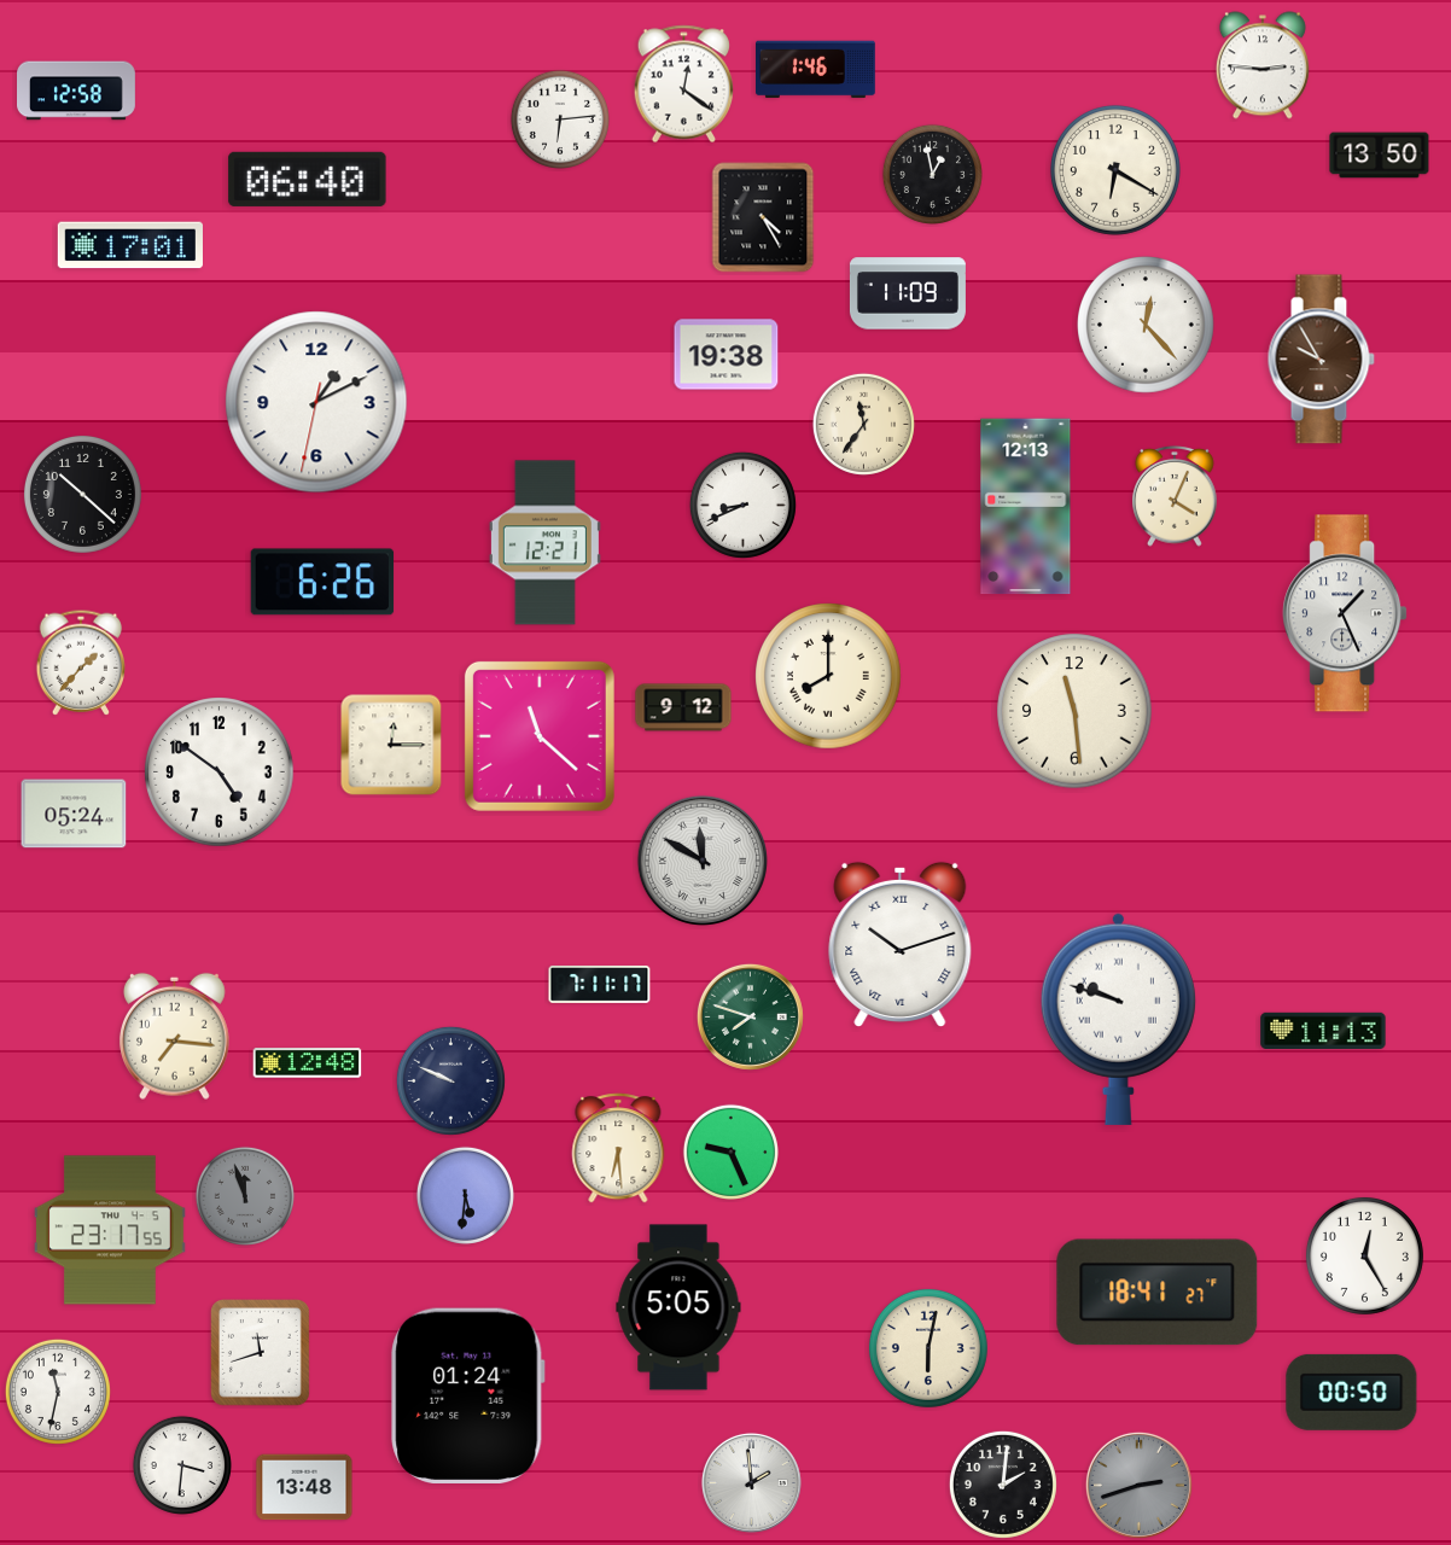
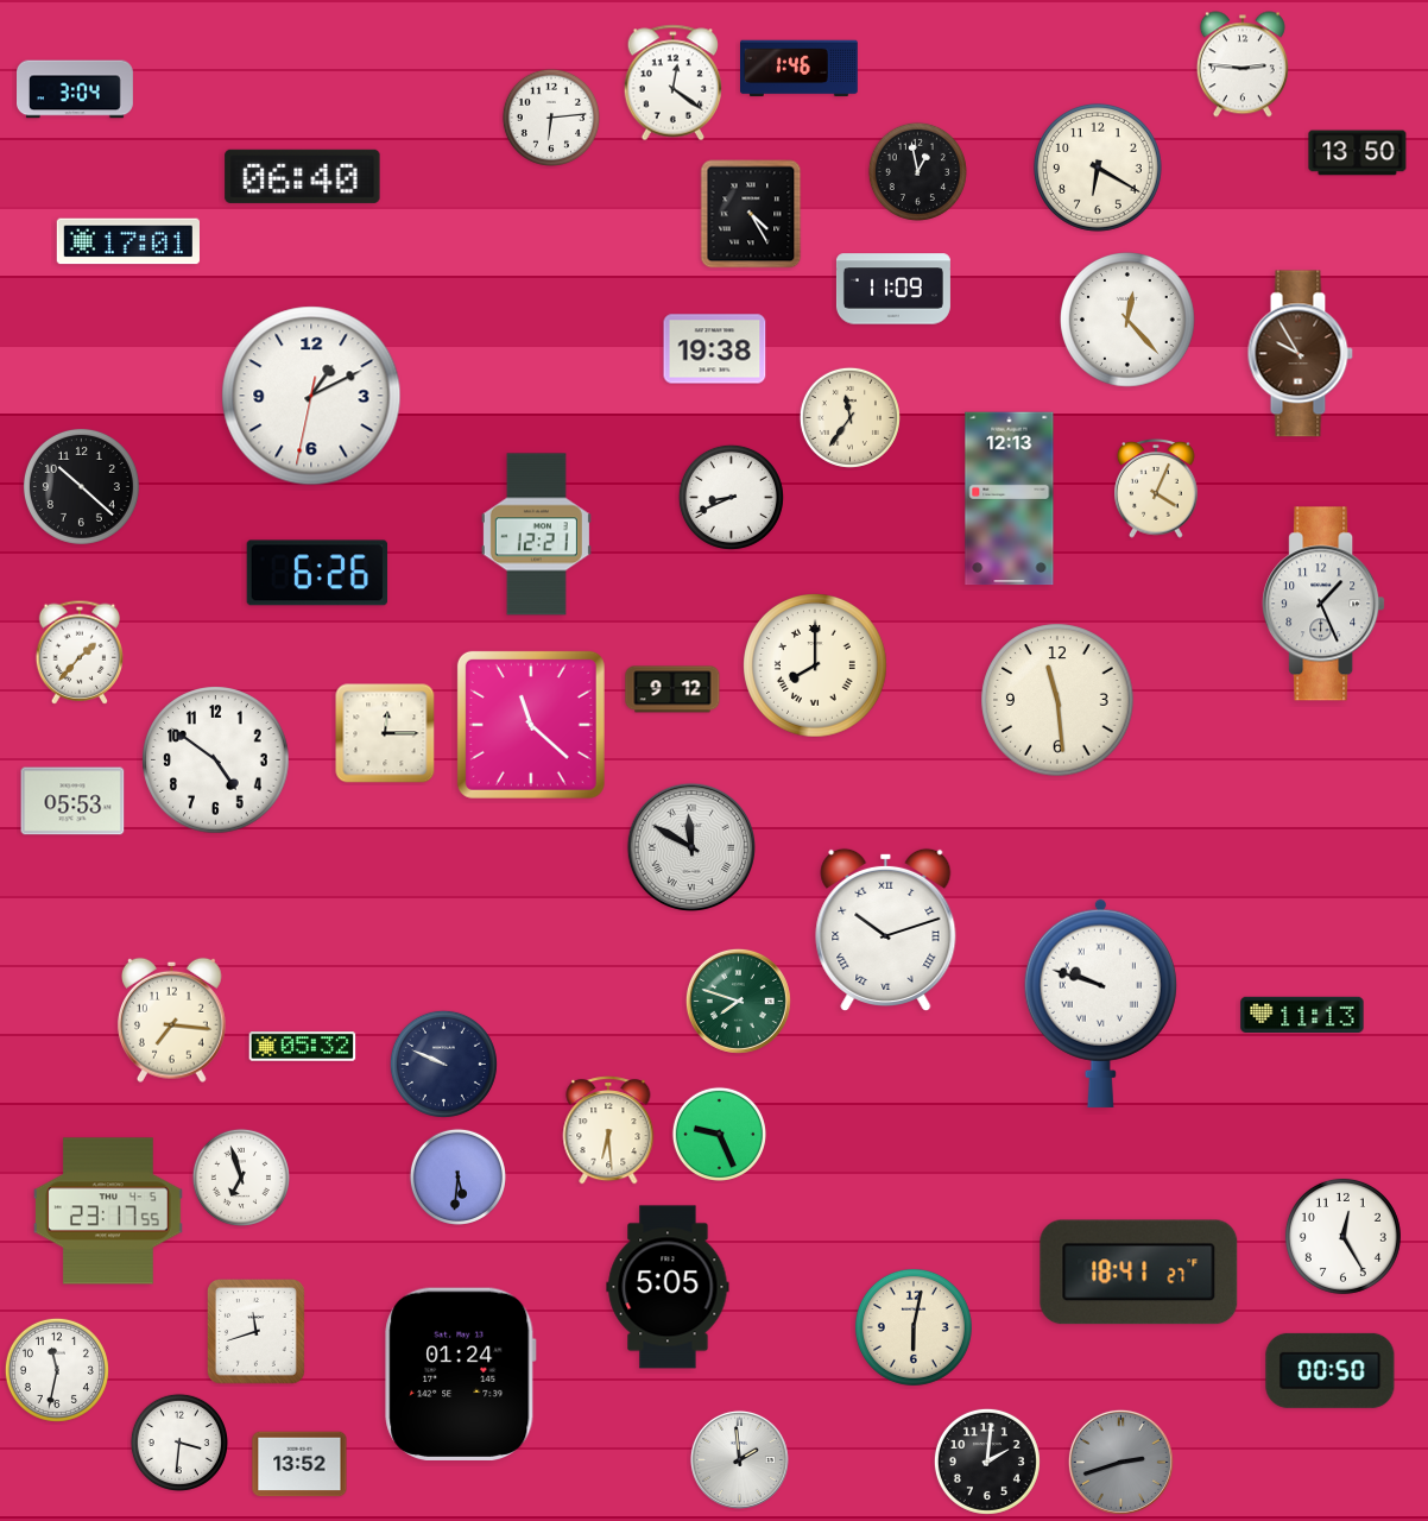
clock at (816, 70) position: (816, 70) -> (800, 69)
clock at (77, 91): 12:58 -> 3:04
clock at (683, 707) position: (683, 707) -> (672, 689)
clock at (74, 814): 05:24 -> 05:53
clock at (600, 984): 7:11 -> none
clock at (308, 1063): 12:48 -> 05:32
clock at (245, 1196): 11:57 -> 6:57
clock at (245, 1196) dial: grey -> white
clock at (304, 1487): 13:48 -> 13:52
